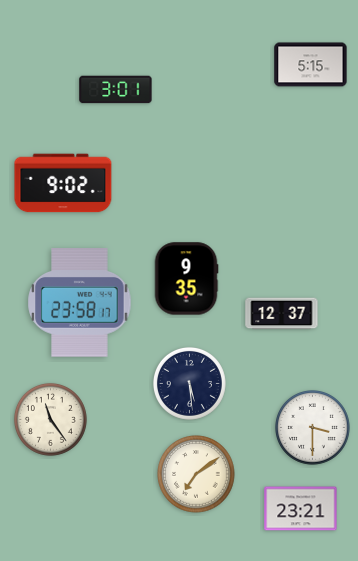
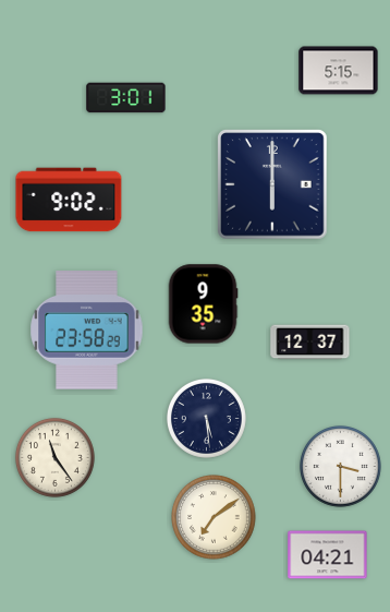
clock at (272, 184): none -> 6:00
clock at (80, 303): 23:58:17 -> 23:58:29
clock at (282, 314) position: (282, 314) -> (310, 343)
clock at (301, 509): 23:21 -> 04:21
